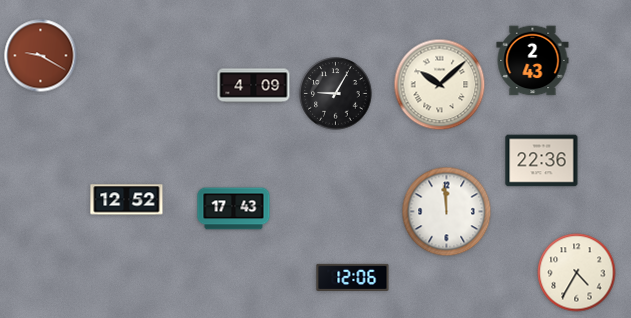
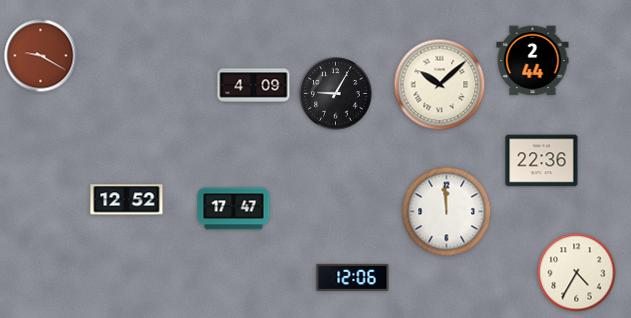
clock at (533, 61): 2:43 -> 2:44
clock at (234, 209): 17:43 -> 17:47
